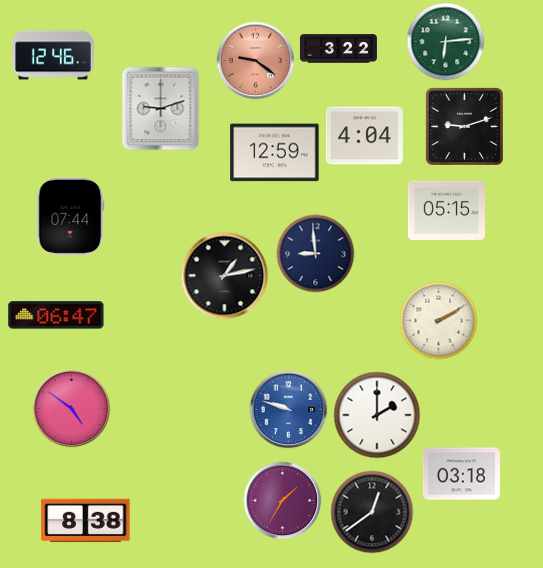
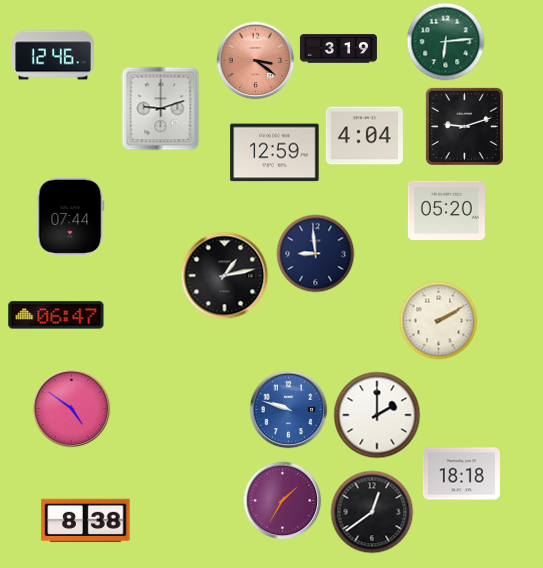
clock at (338, 49): 3:22 -> 3:19
clock at (255, 60): 9:21 -> 3:21
clock at (446, 210): 05:15 -> 05:20
clock at (461, 474): 03:18 -> 18:18
